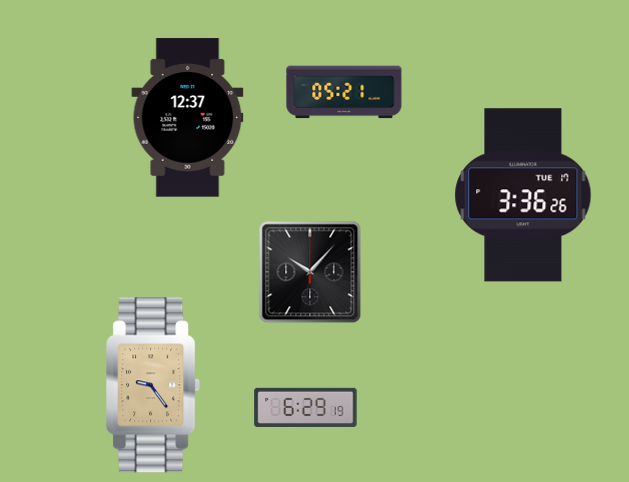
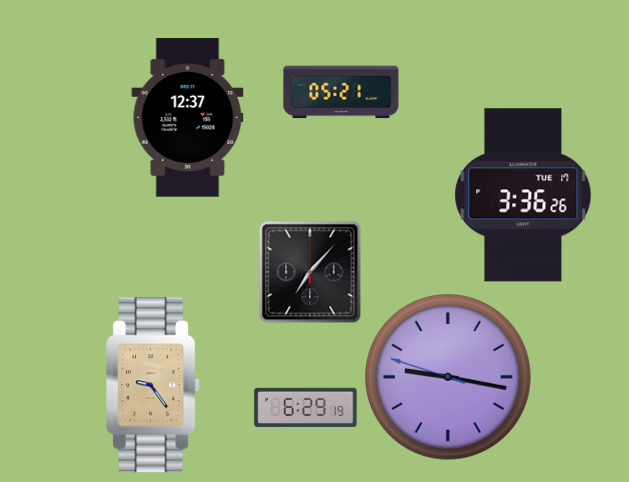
clock at (344, 92) position: (344, 92) -> (341, 92)
clock at (310, 272): 10:07 -> 7:07
clock at (449, 378): none -> 9:16
